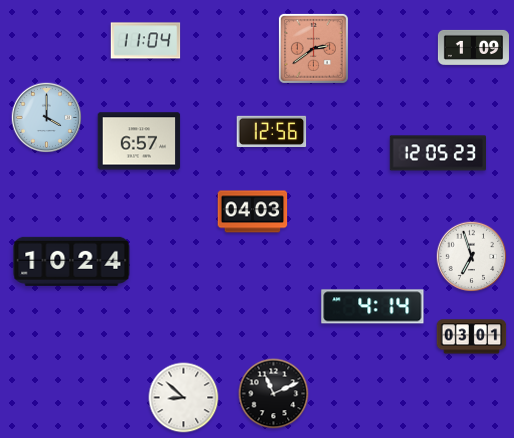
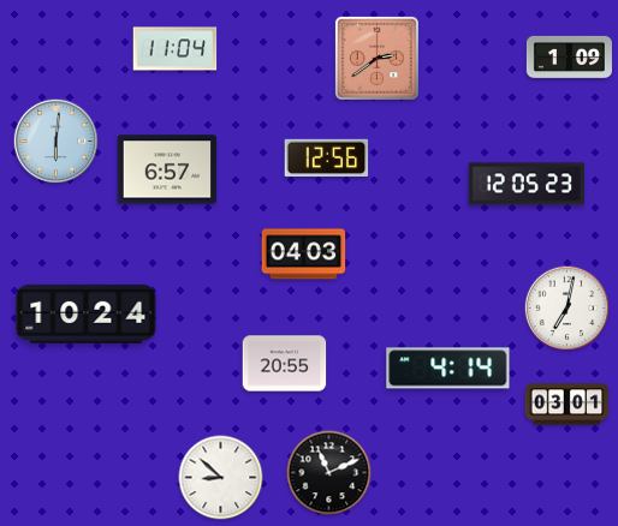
clock at (47, 118): 4:00 -> 6:01
clock at (472, 257): 6:57 -> 7:02
clock at (285, 364): none -> 20:55
